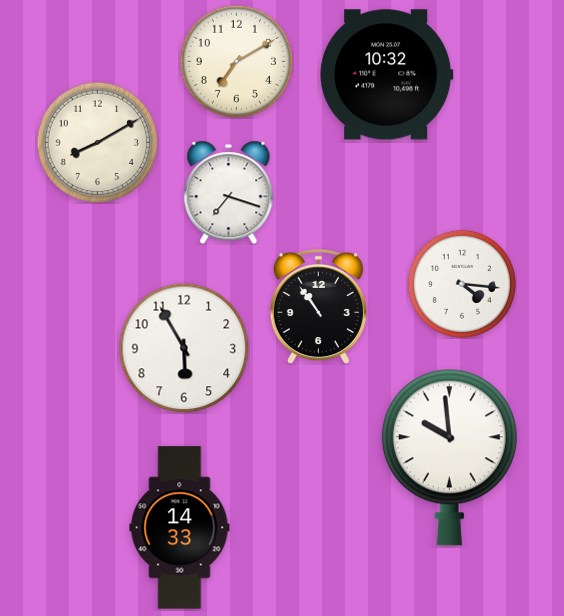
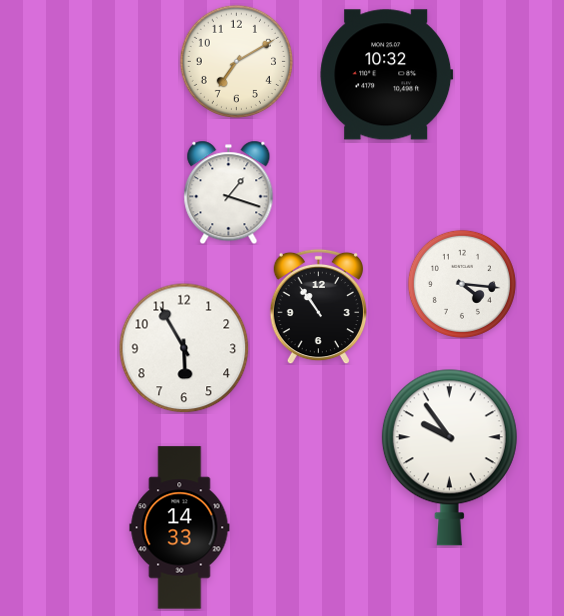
clock at (97, 142): 8:10 -> none
clock at (229, 192): 7:18 -> 1:18
clock at (449, 457): 9:59 -> 9:54
